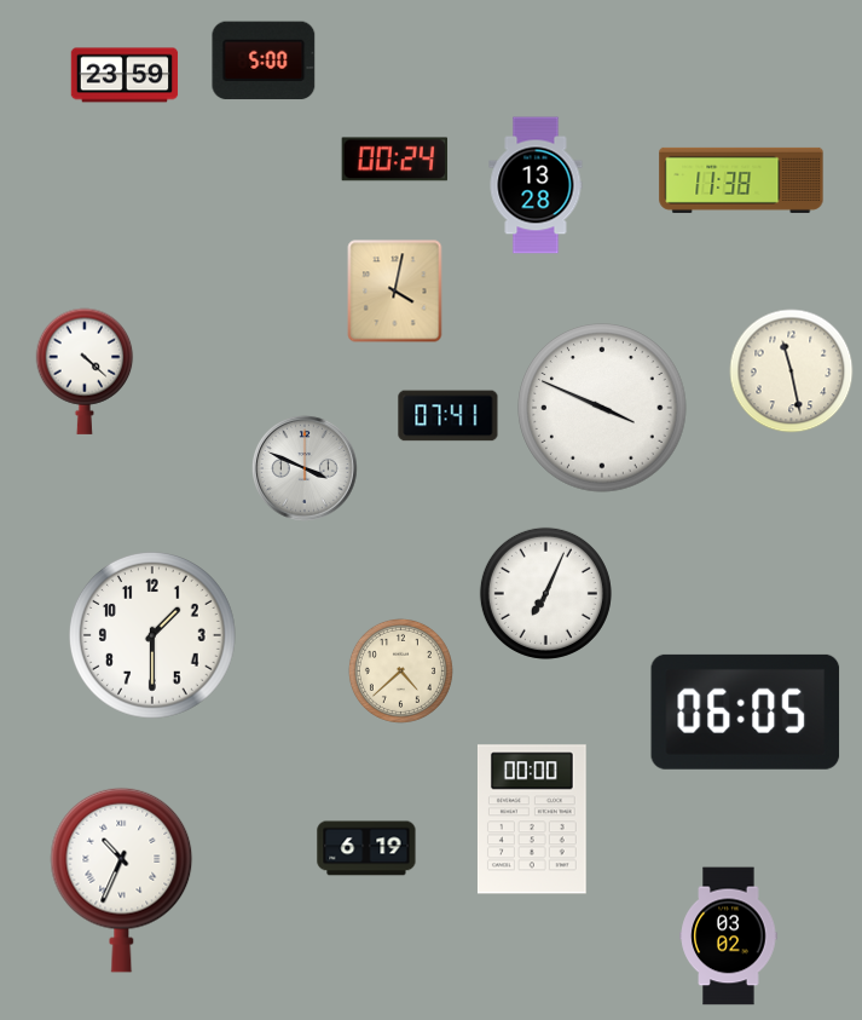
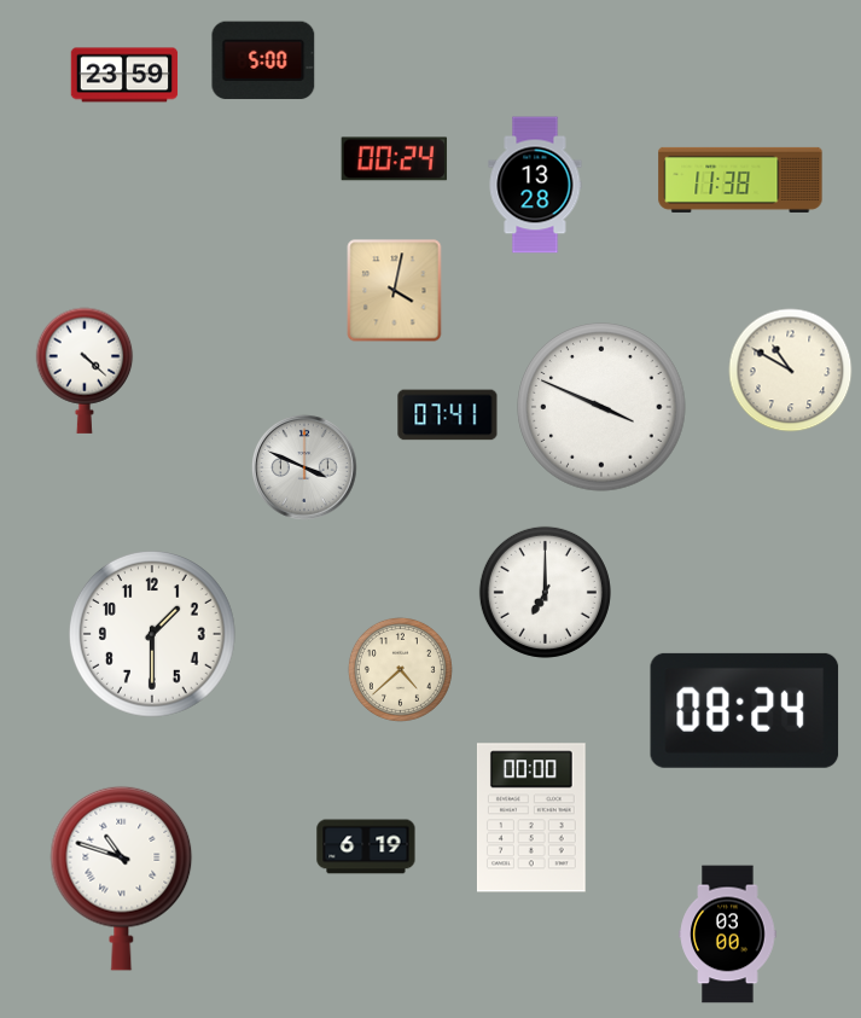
clock at (792, 371): 11:28 -> 10:50
clock at (545, 593): 7:04 -> 7:00
clock at (746, 711): 06:05 -> 08:24
clock at (122, 880): 10:34 -> 10:48
clock at (729, 937): 03:02 -> 03:00
